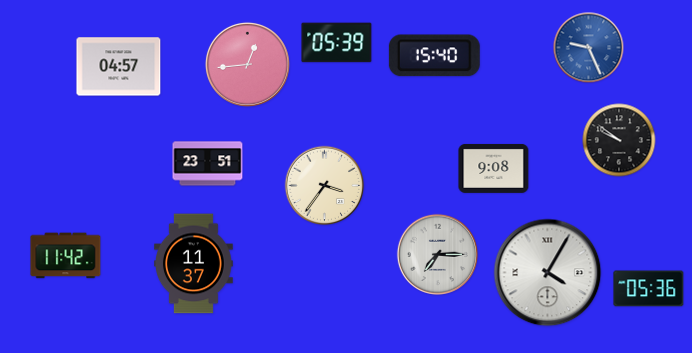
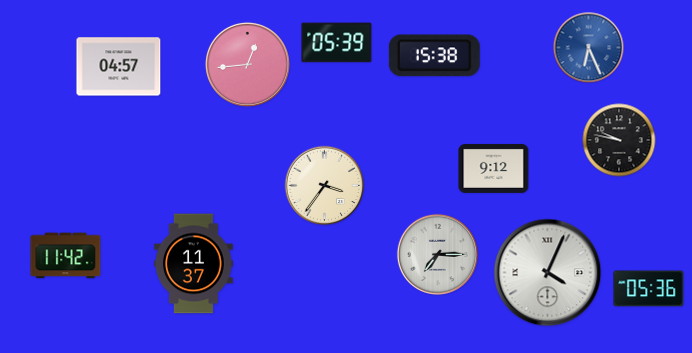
clock at (589, 48): 9:26 -> 6:26
clock at (434, 56): 15:40 -> 15:38
clock at (619, 140): 9:51 -> 9:47
clock at (208, 164): 23:51 -> none
clock at (494, 168): 9:08 -> 9:12
clock at (548, 273): 4:05 -> 4:04
